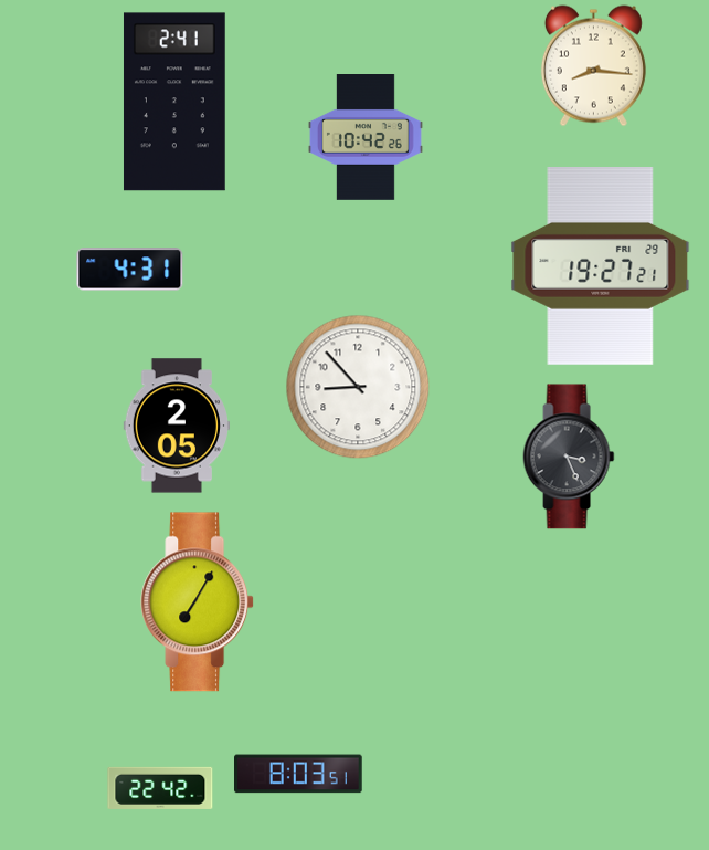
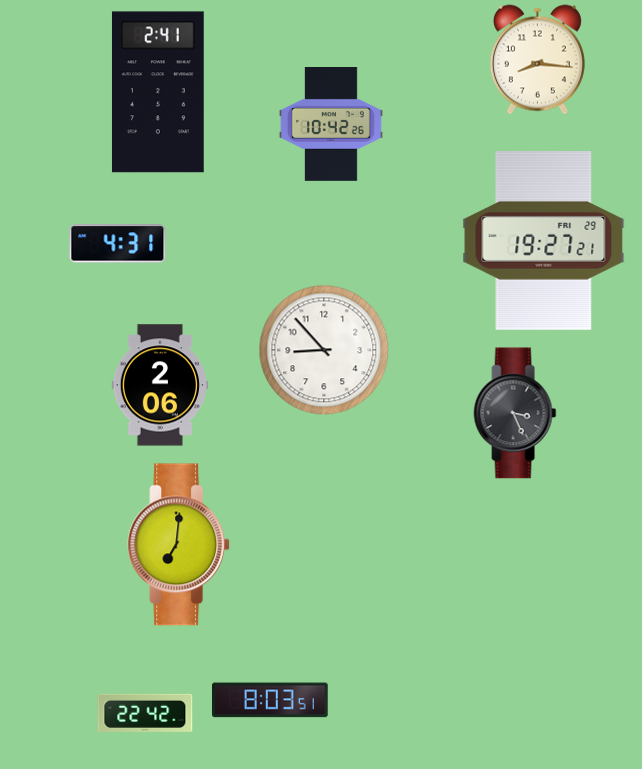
clock at (176, 426): 2:05 -> 2:06
clock at (198, 602): 7:05 -> 7:01
